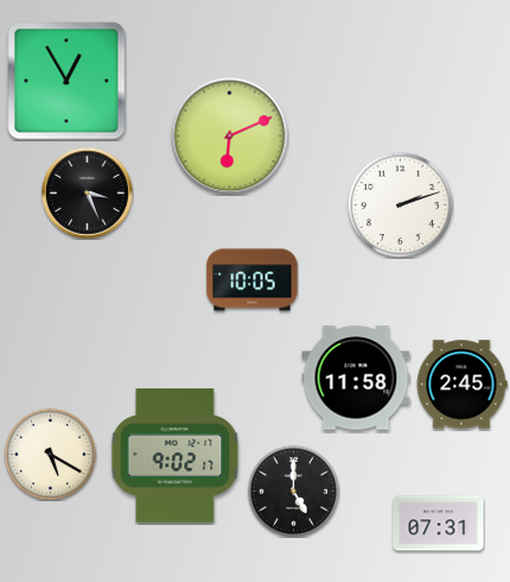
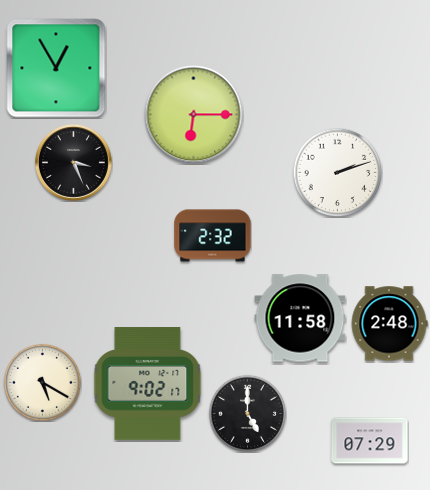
clock at (230, 137): 6:11 -> 6:15
clock at (253, 280): 10:05 -> 2:32
clock at (461, 385): 2:45 -> 2:48
clock at (439, 524): 07:31 -> 07:29
